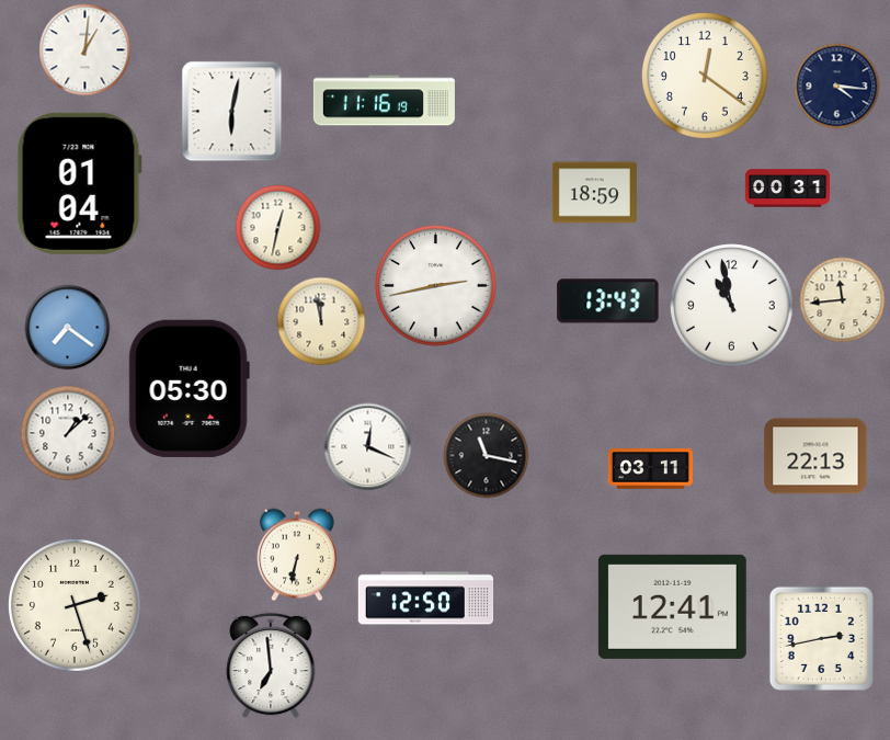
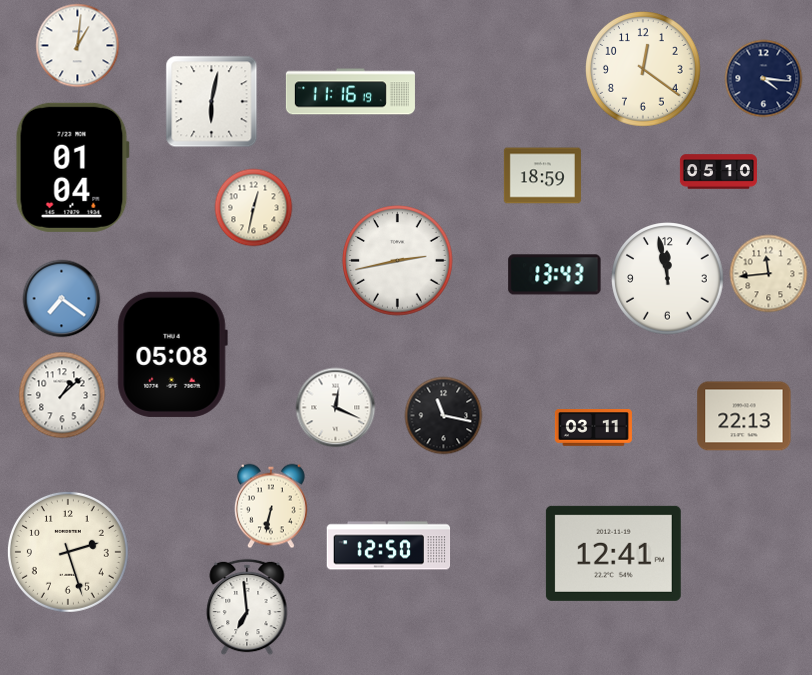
clock at (787, 189): 00:31 -> 05:10
clock at (732, 306): 10:58 -> 11:58
clock at (321, 321): 11:58 -> none
clock at (189, 388): 05:30 -> 05:08
clock at (821, 638): 2:43 -> none
